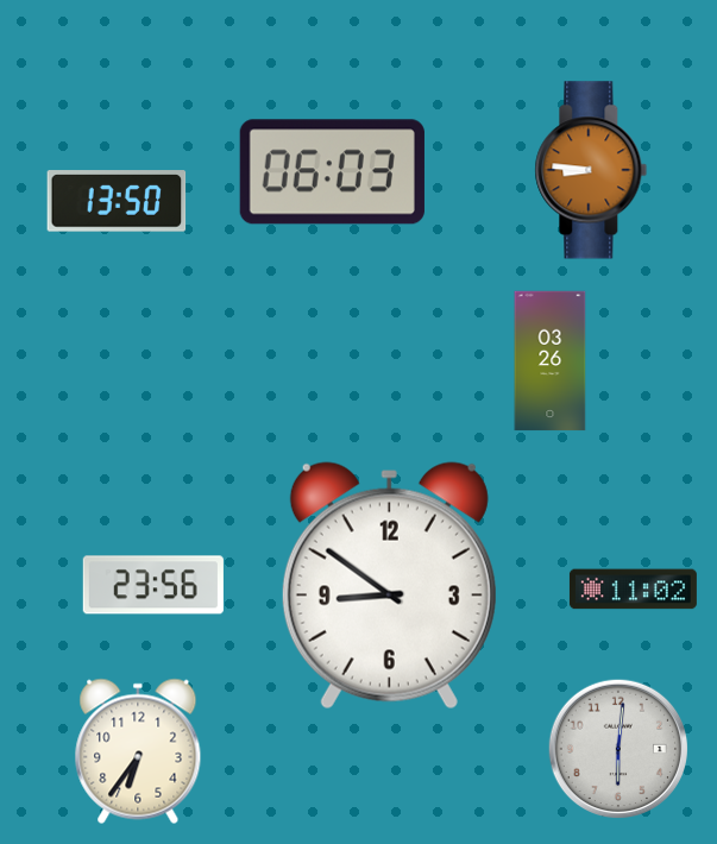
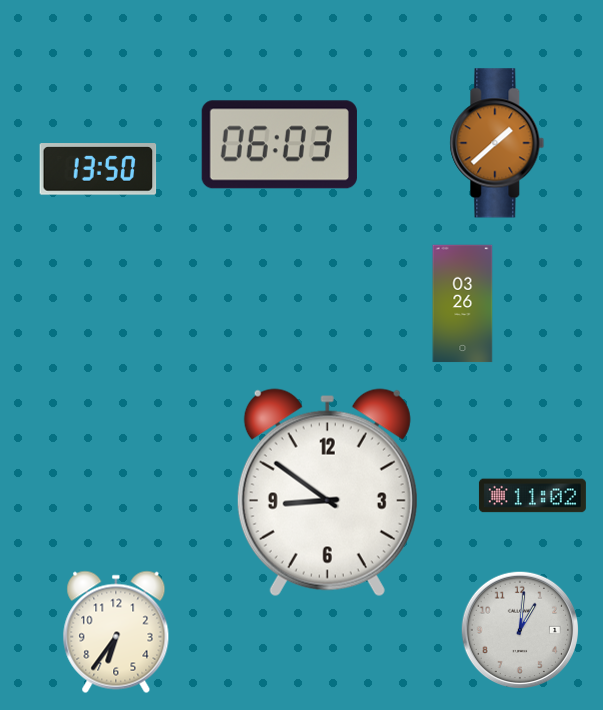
clock at (591, 170): 8:46 -> 1:38
clock at (153, 585): 23:56 -> none
clock at (618, 749): 6:01 -> 1:01
